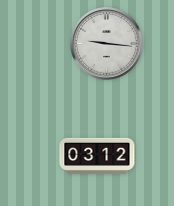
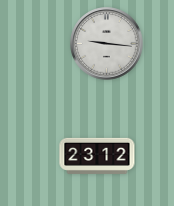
clock at (97, 156): 03:12 -> 23:12
